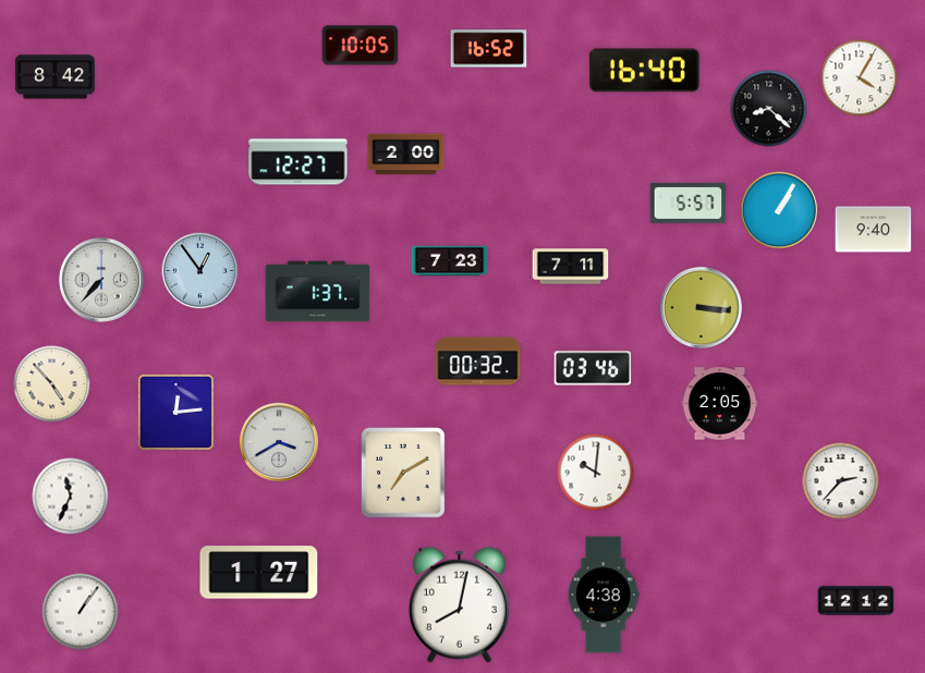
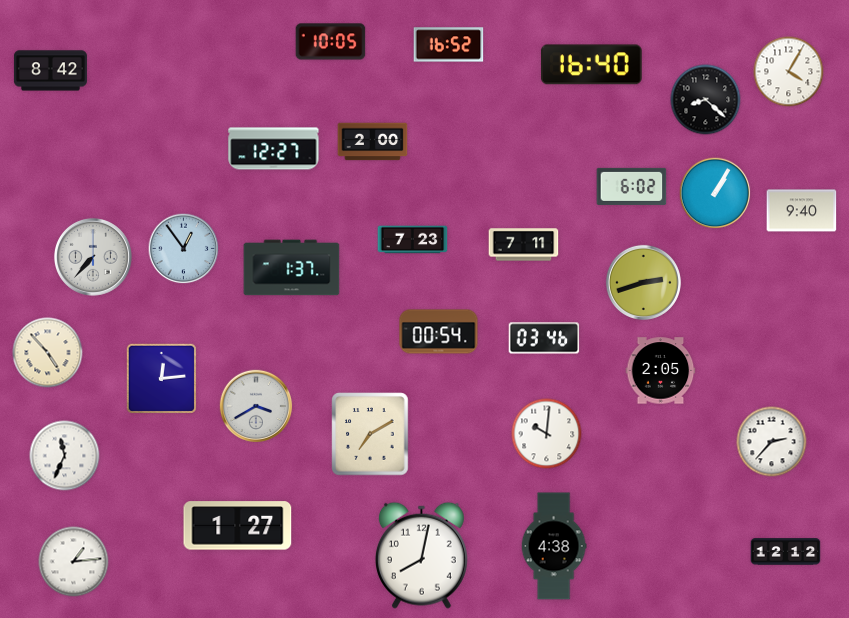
clock at (689, 203): 5:57 -> 6:02
clock at (701, 307): 3:16 -> 2:42
clock at (478, 362): 00:32 -> 00:54
clock at (81, 612): 1:06 -> 1:14
